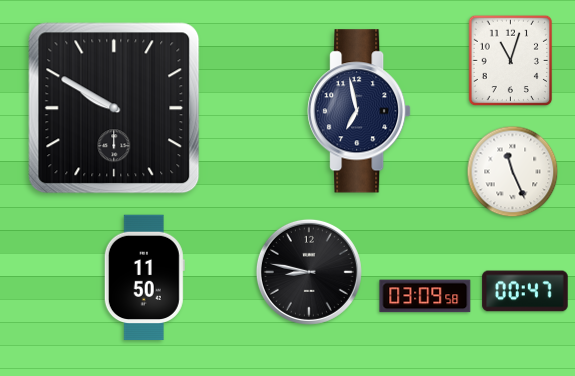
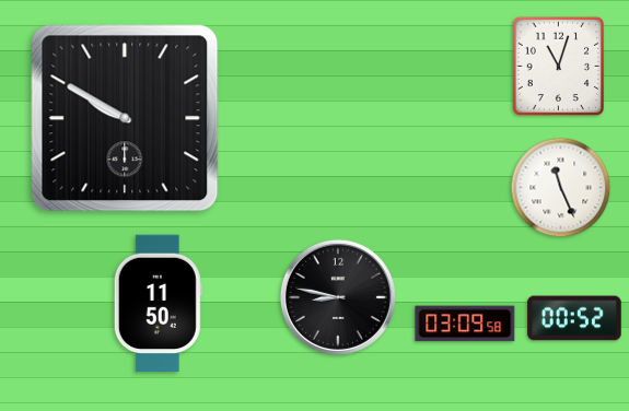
clock at (359, 111): 6:58 -> none
clock at (525, 291): 00:47 -> 00:52
